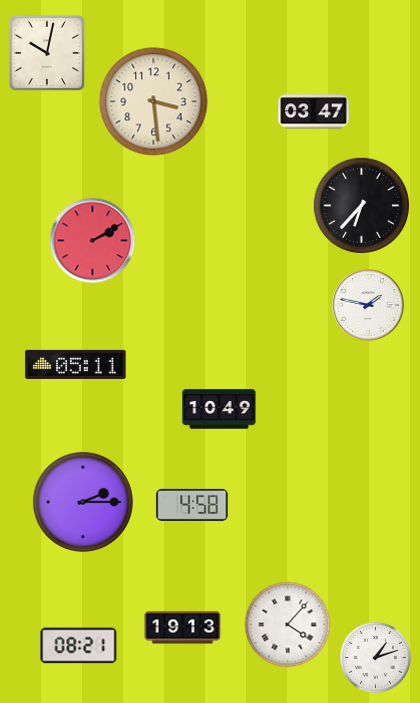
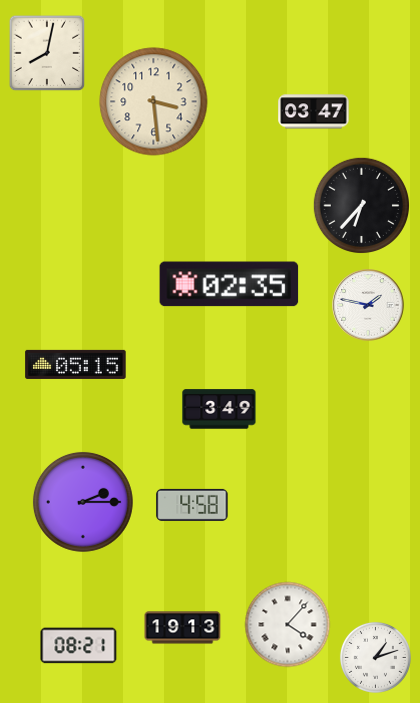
clock at (47, 53): 10:02 -> 8:02
clock at (93, 241): 2:10 -> none
clock at (229, 284): none -> 02:35
clock at (76, 364): 05:11 -> 05:15
clock at (219, 409): 10:49 -> 3:49
